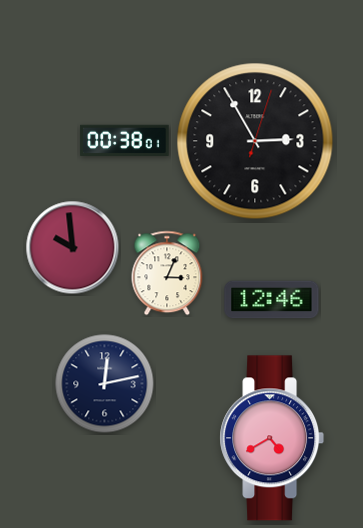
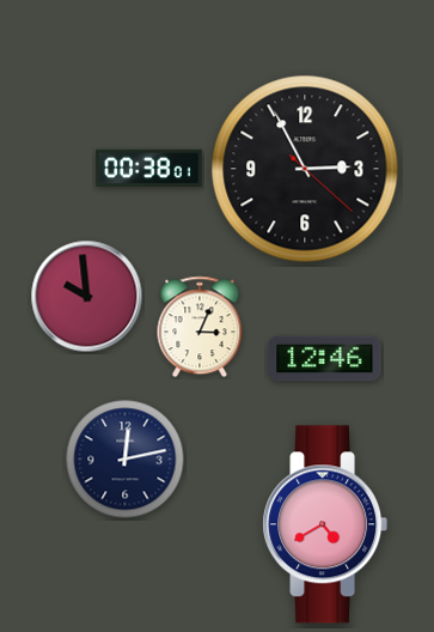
clock at (255, 141): 2:55:03 -> 2:55:22
